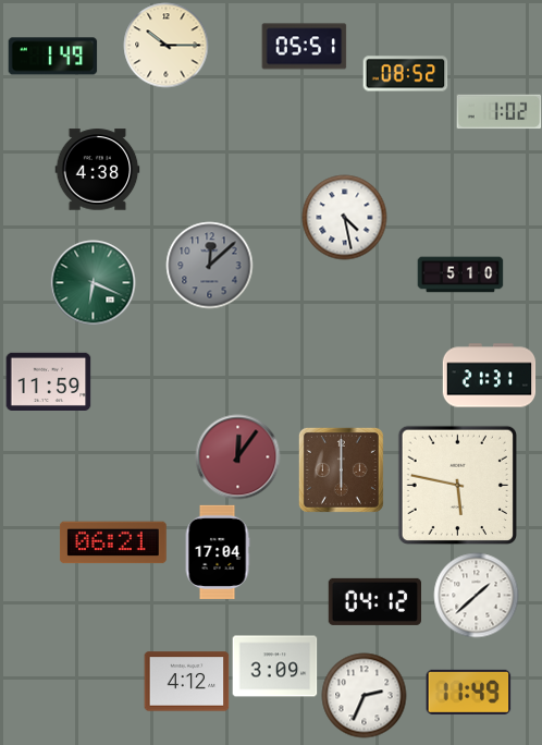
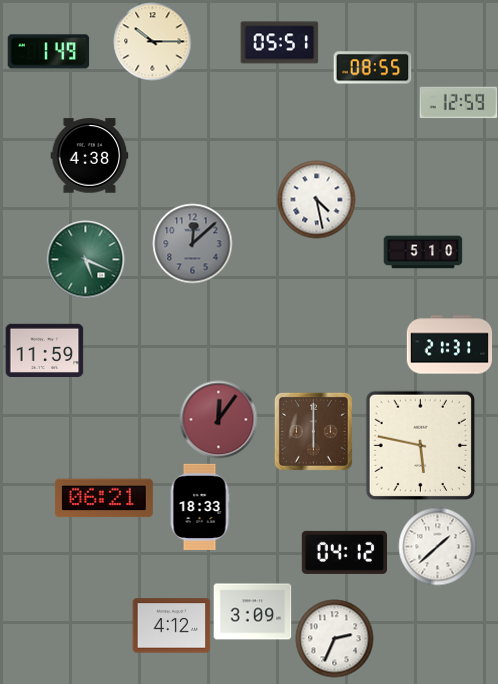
clock at (405, 74): 08:52 -> 08:55
clock at (498, 112): 1:02 -> 12:59
clock at (93, 282): 6:19 -> 5:19
clock at (218, 551): 17:04 -> 18:33
clock at (468, 692): 11:49 -> none
